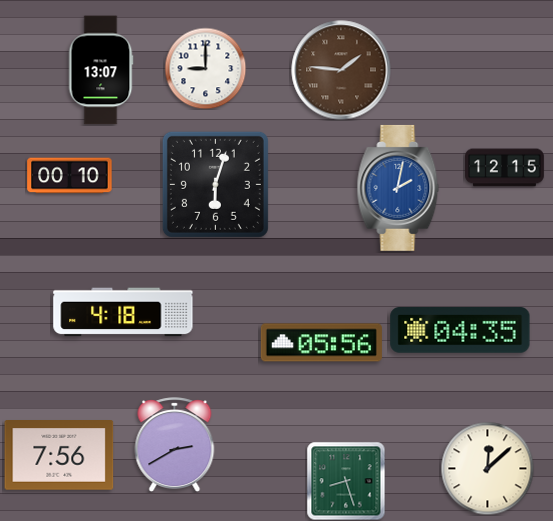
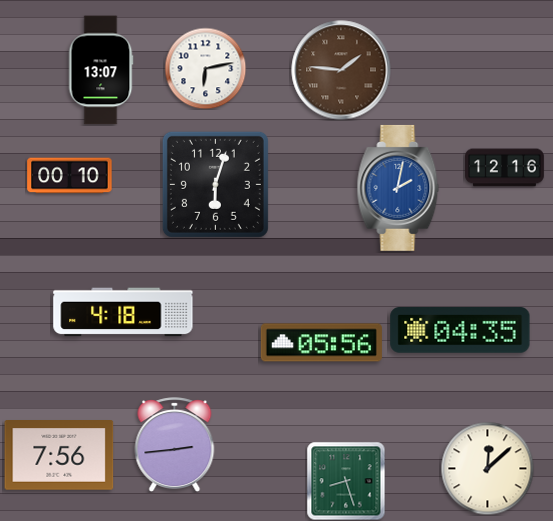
clock at (205, 68): 9:00 -> 6:13
clock at (505, 168): 12:15 -> 12:16
clock at (175, 444): 2:40 -> 2:44
